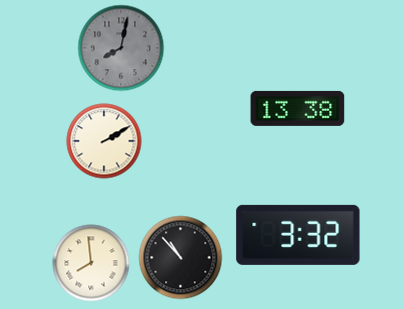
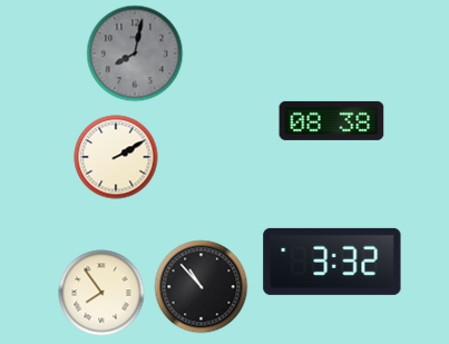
clock at (298, 108): 13:38 -> 08:38
clock at (91, 263): 7:59 -> 7:54
